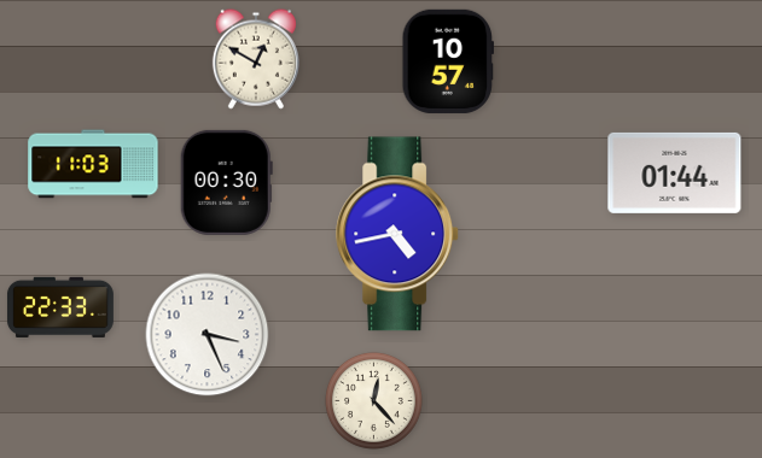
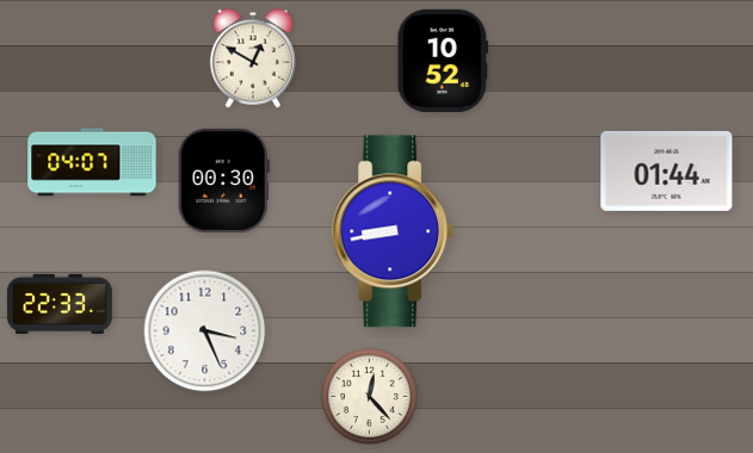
clock at (447, 61): 10:57 -> 10:52
clock at (93, 164): 11:03 -> 04:07
clock at (399, 234): 4:43 -> 8:43
